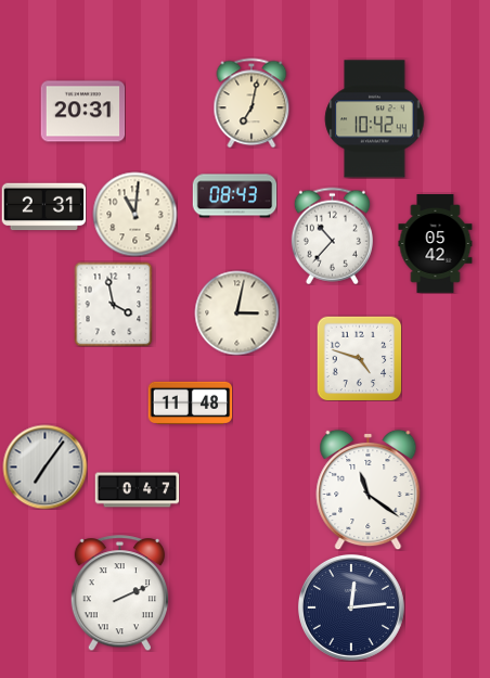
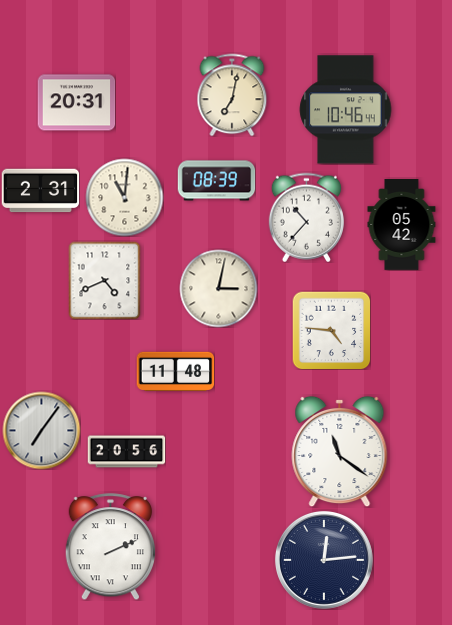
clock at (375, 119): 10:42 -> 10:46
clock at (234, 196): 08:43 -> 08:39
clock at (114, 304): 3:58 -> 4:41
clock at (359, 358): 4:48 -> 4:46
clock at (137, 490): 0:47 -> 20:56
